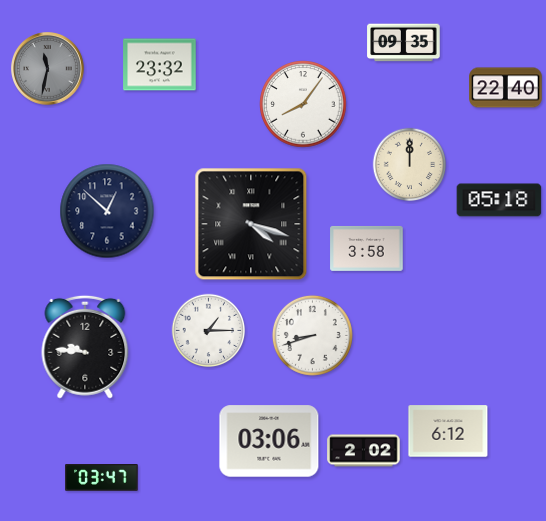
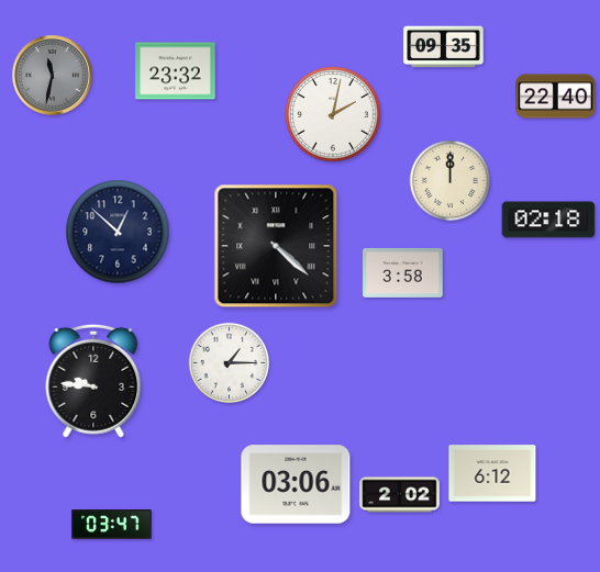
clock at (303, 104): 8:06 -> 2:02
clock at (499, 200): 05:18 -> 02:18
clock at (251, 224): 4:18 -> 4:22
clock at (312, 335): 8:42 -> none
